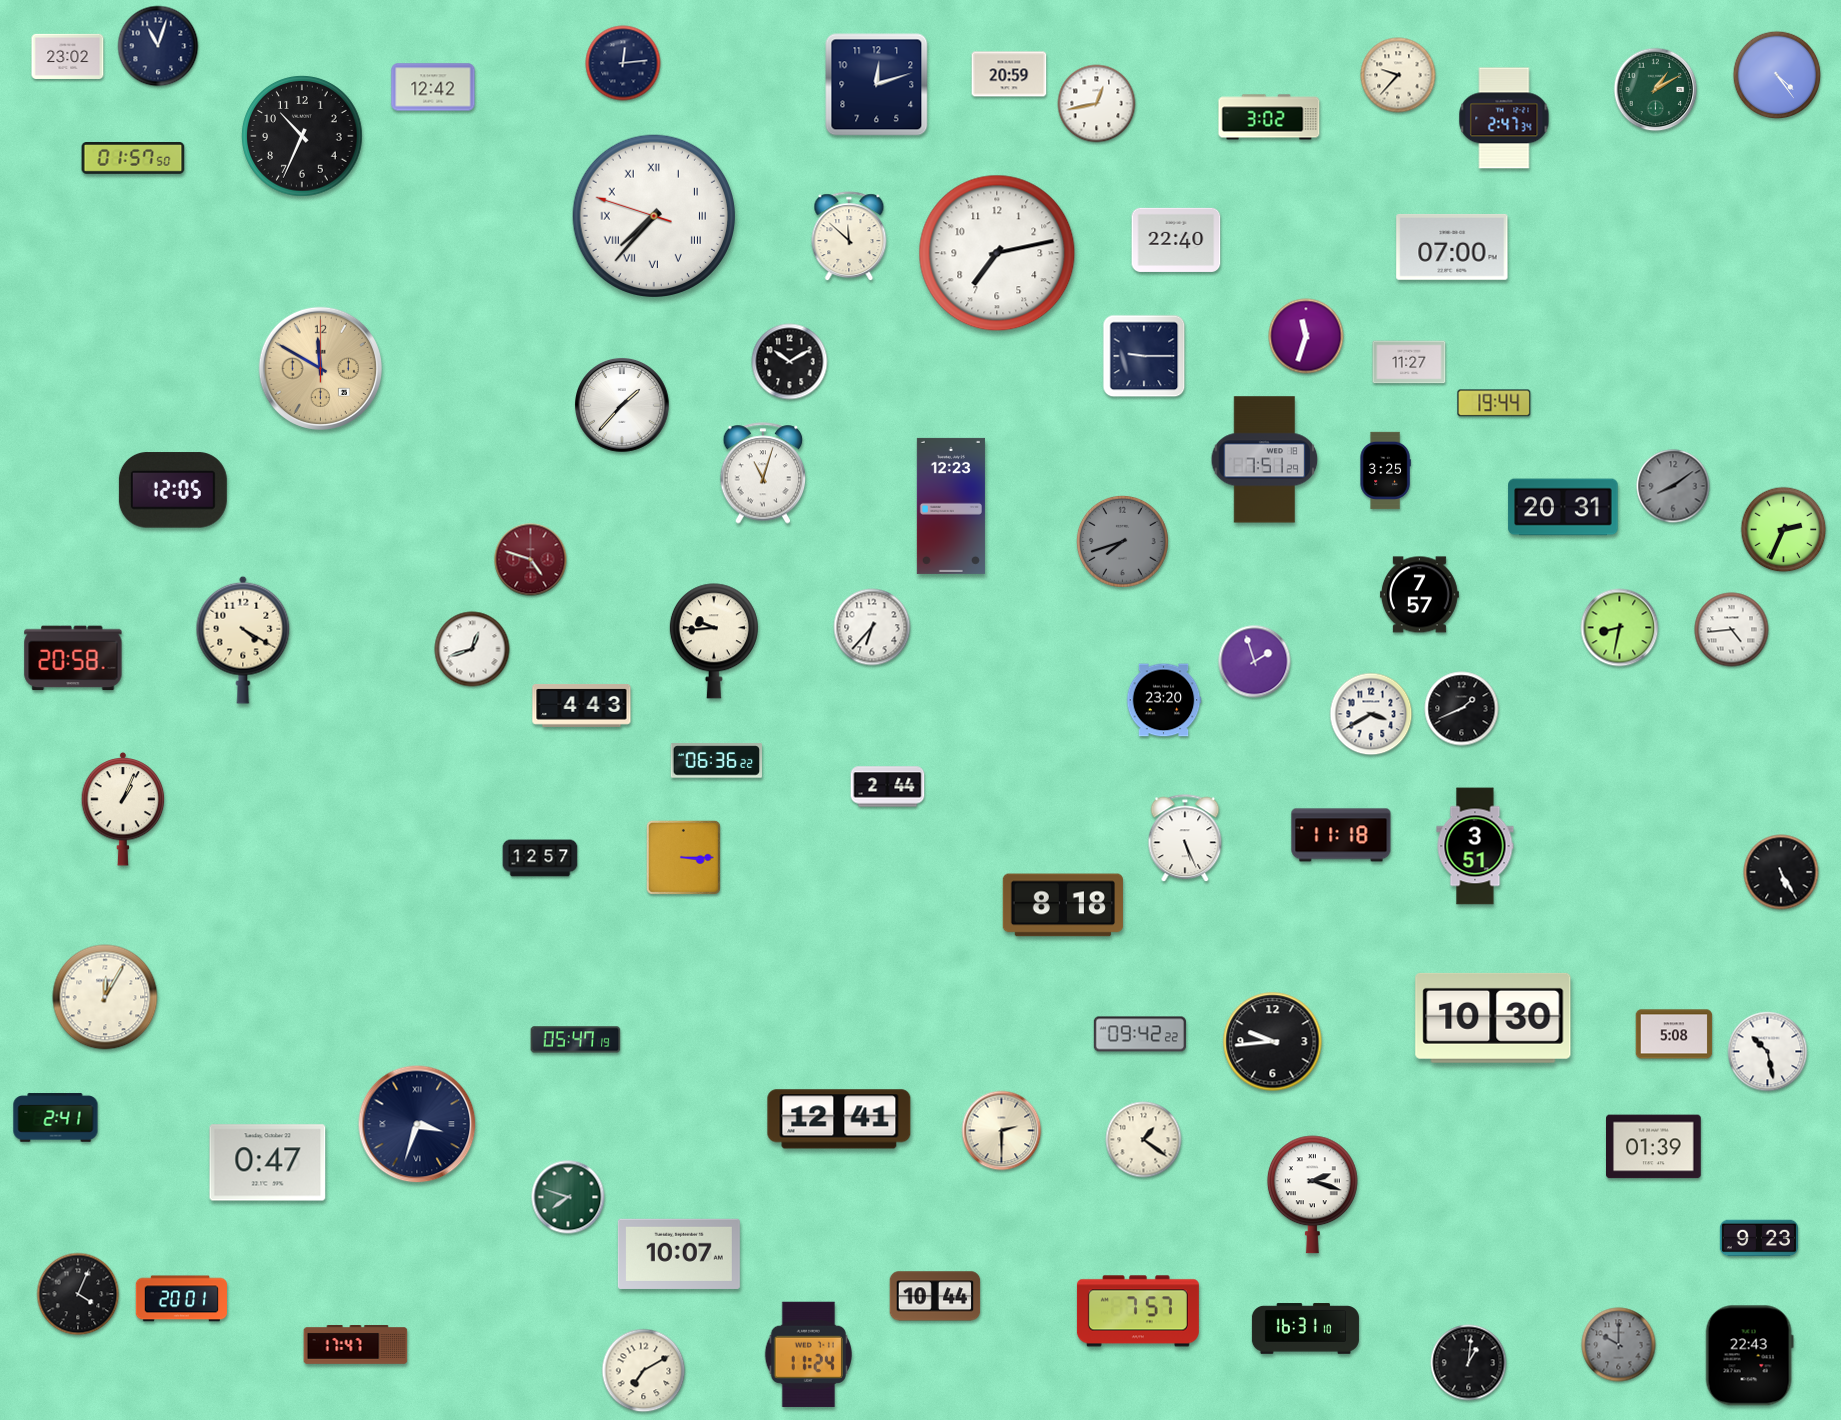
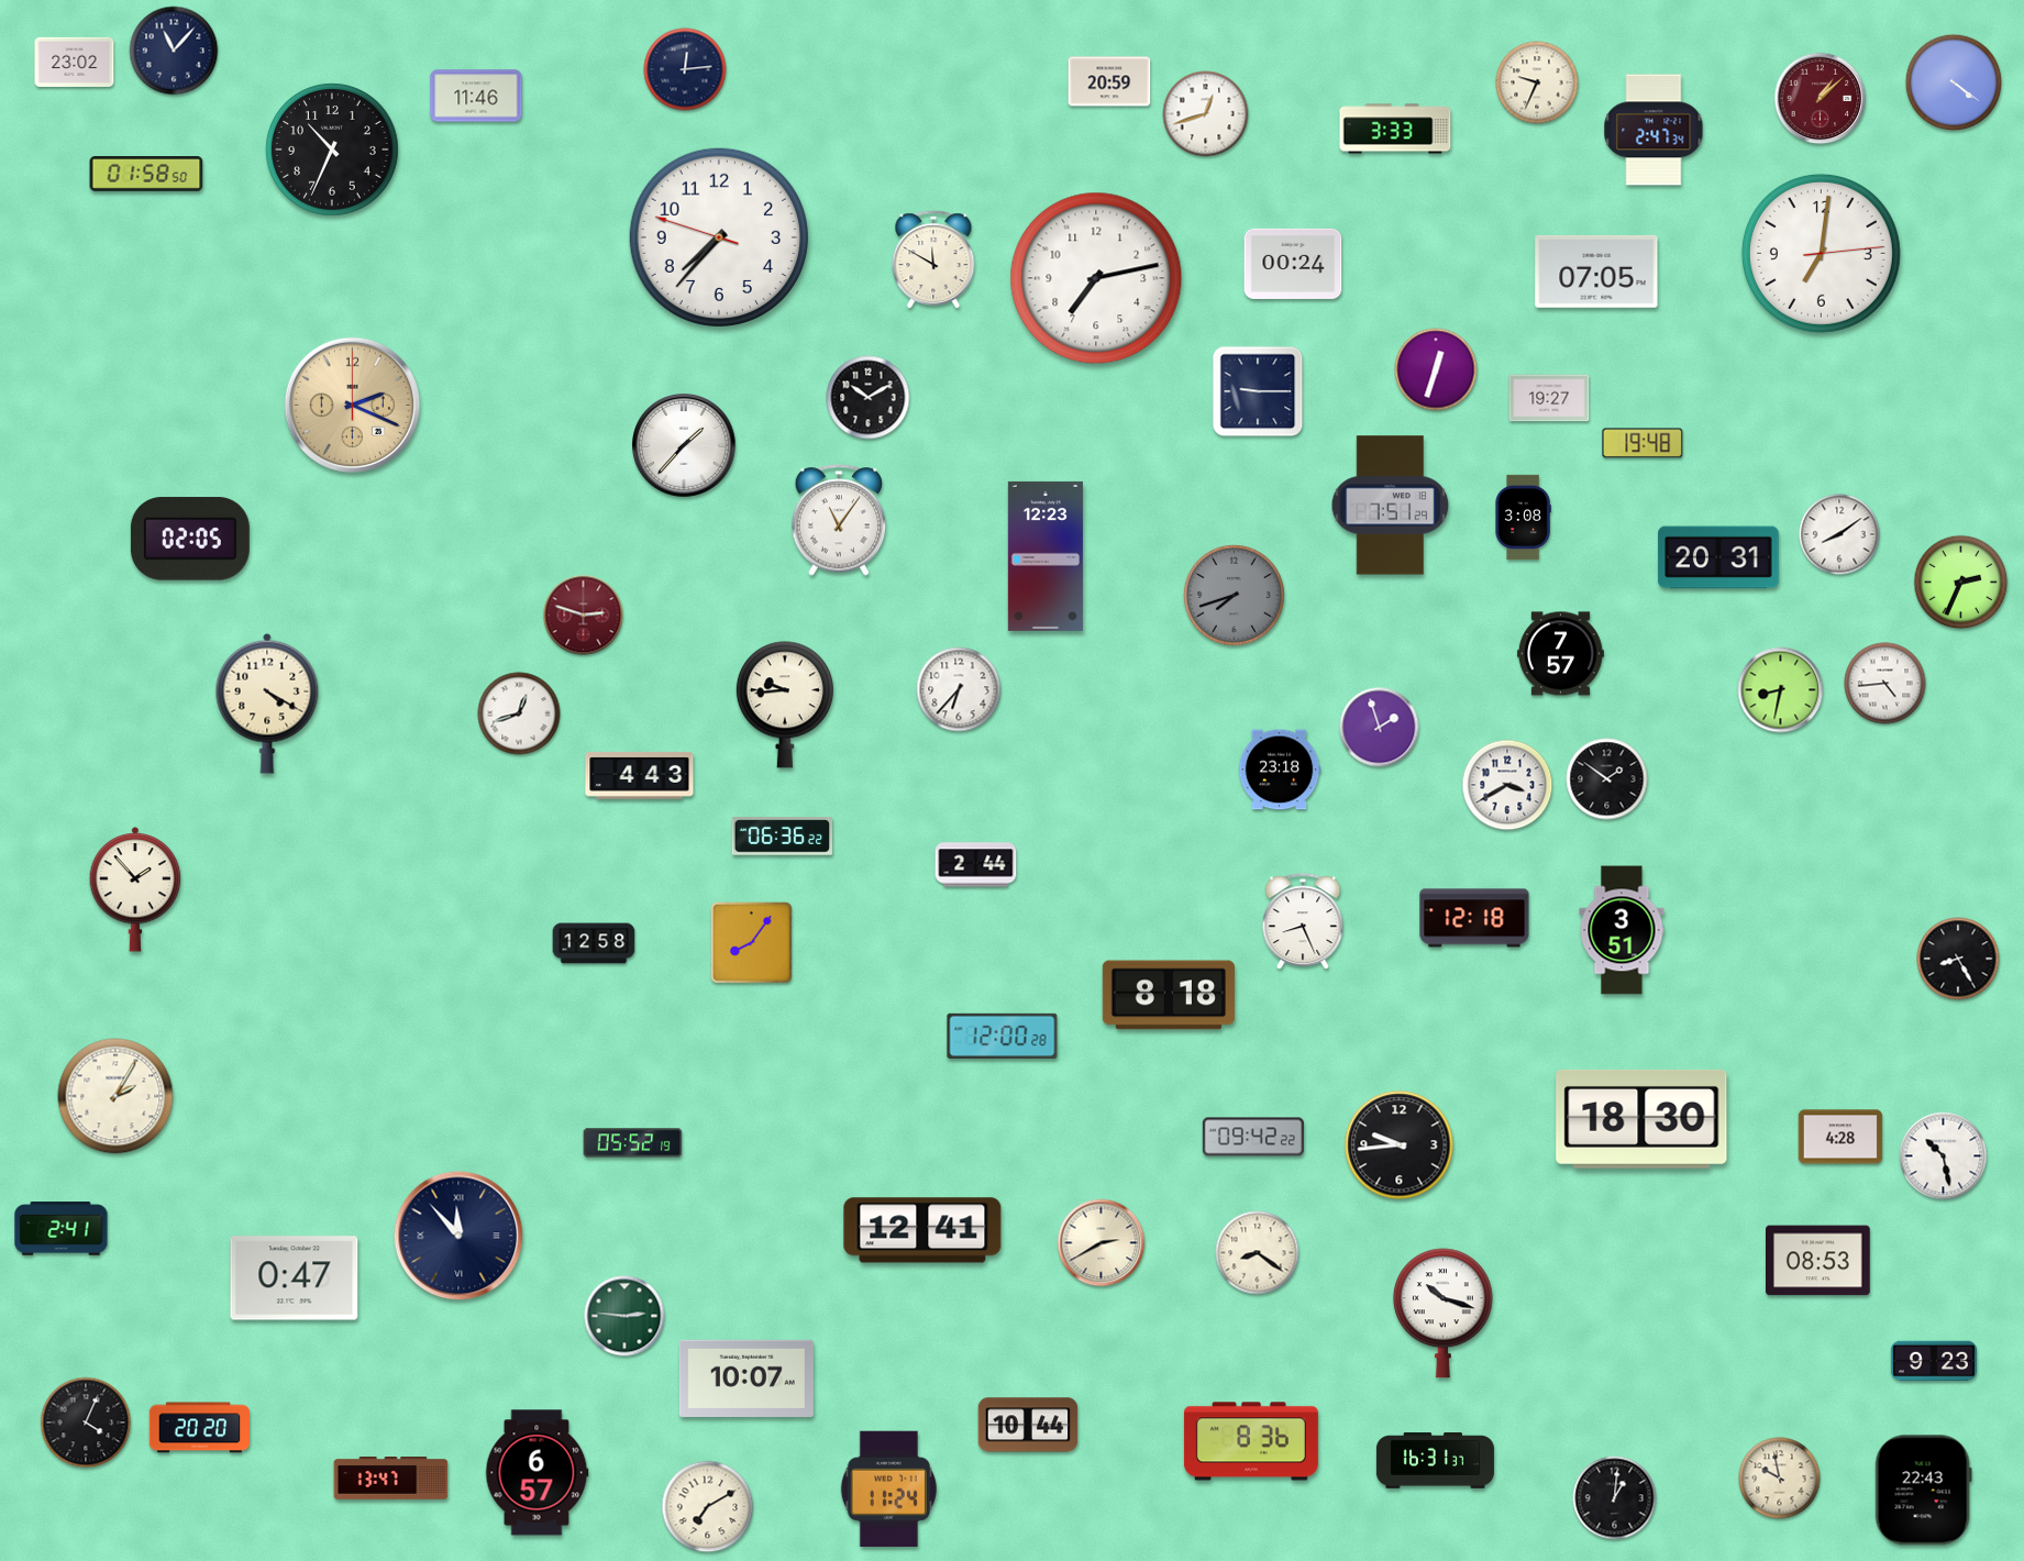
clock at (158, 46): 11:03 -> 11:07
clock at (1398, 75): 9:37 -> 9:34
clock at (1777, 75): 4:24 -> 4:21
clock at (877, 85): 12:12 -> none
clock at (433, 87): 12:42 -> 11:46
clock at (1656, 90): 1:10 -> 1:08
clock at (1656, 90) dial: green -> burgundy
clock at (1097, 104): 12:43 -> 12:42
clock at (1269, 117): 3:02 -> 3:33
clock at (133, 159): 01:57 -> 01:58
clock at (653, 215) numerals: Roman -> Arabic
clock at (1821, 253): none -> 7:01
clock at (849, 237): 11:52 -> 11:50
clock at (1176, 240): 22:40 -> 00:24
clock at (1452, 247): 07:00 -> 07:05
clock at (1306, 336): 11:33 -> 12:33
clock at (1409, 362): 11:27 -> 19:27
clock at (320, 368): 11:50 -> 2:19
clock at (1494, 403): 19:44 -> 19:48
clock at (1385, 471): 3:25 -> 3:08
clock at (763, 473): 11:03 -> 11:06
clock at (1673, 486) dial: grey -> white
clock at (173, 490): 12:05 -> 02:05
clock at (531, 560): 4:48 -> 2:48
clock at (1732, 630) position: (1732, 630) -> (1885, 684)
clock at (73, 658): 20:58 -> none
clock at (1164, 700): 23:20 -> 23:18
clock at (1462, 709): 1:41 -> 1:51
clock at (716, 761) position: (716, 761) -> (782, 837)
clock at (123, 809): 1:04 -> 1:53
clock at (1341, 835): 11:18 -> 12:18
clock at (1185, 839): 5:26 -> 8:26
clock at (683, 857): 3:15 -> 8:06
clock at (540, 858): 12:57 -> 12:58
clock at (1781, 872): 5:25 -> 8:25
clock at (1003, 1036): none -> 12:00
clock at (105, 997): 12:05 -> 2:05
clock at (1493, 1018): 10:30 -> 18:30
clock at (1674, 1034): 5:08 -> 4:28
clock at (576, 1040): 05:47 -> 05:52
clock at (417, 1124): 3:33 -> 11:53
clock at (1002, 1131): 2:30 -> 2:40
clock at (1144, 1140): 1:21 -> 8:21
clock at (1654, 1147): 01:39 -> 08:53
clock at (1312, 1195): 2:18 -> 10:18
clock at (568, 1197): 7:48 -> 2:46
clock at (181, 1299): 20:01 -> 20:20
clock at (1138, 1311): 7:57 -> 8:36
clock at (1305, 1329): 16:31:10 -> 16:31:37
clock at (537, 1473): none -> 6:57
clock at (356, 1345): 17:47 -> 13:47
clock at (1619, 1345): 10:00 -> 9:58
clock at (1619, 1345) dial: grey -> cream
